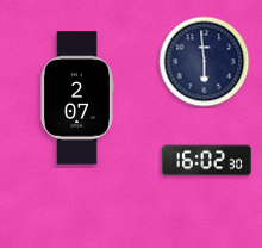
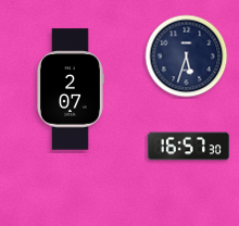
clock at (205, 62): 5:59 -> 5:33
clock at (206, 161): 16:02 -> 16:57
